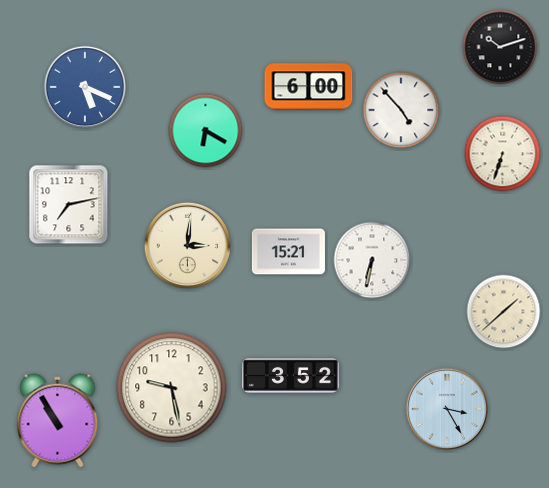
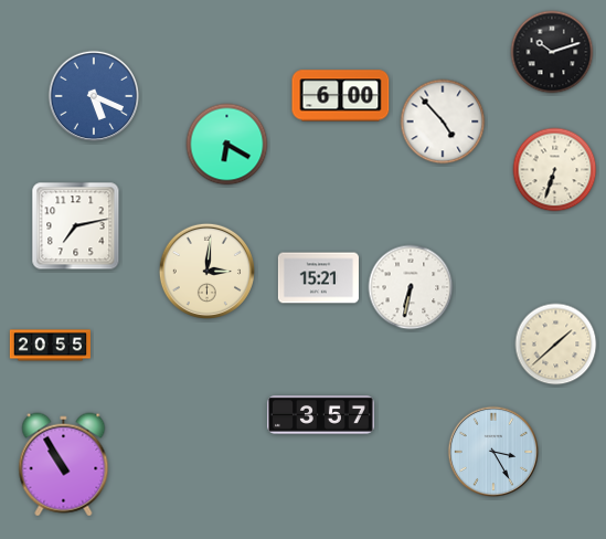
clock at (50, 346): none -> 20:55
clock at (291, 376): 3:52 -> 3:57
clock at (172, 388): 9:28 -> none
